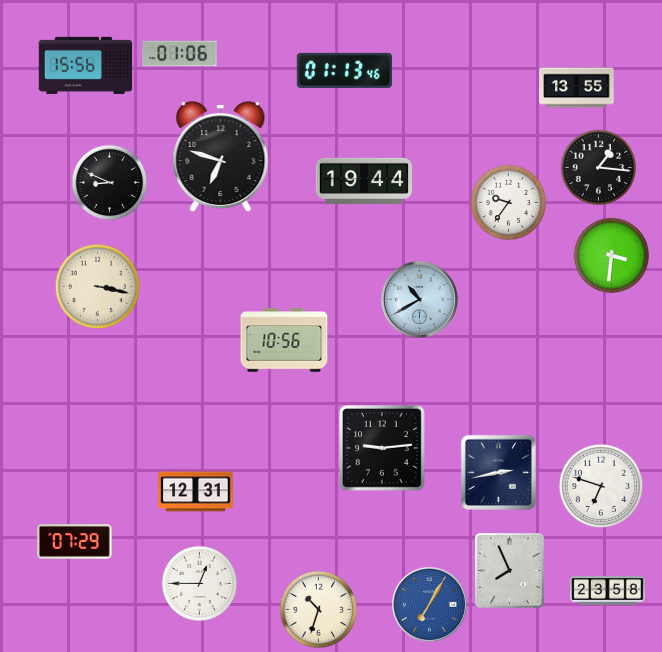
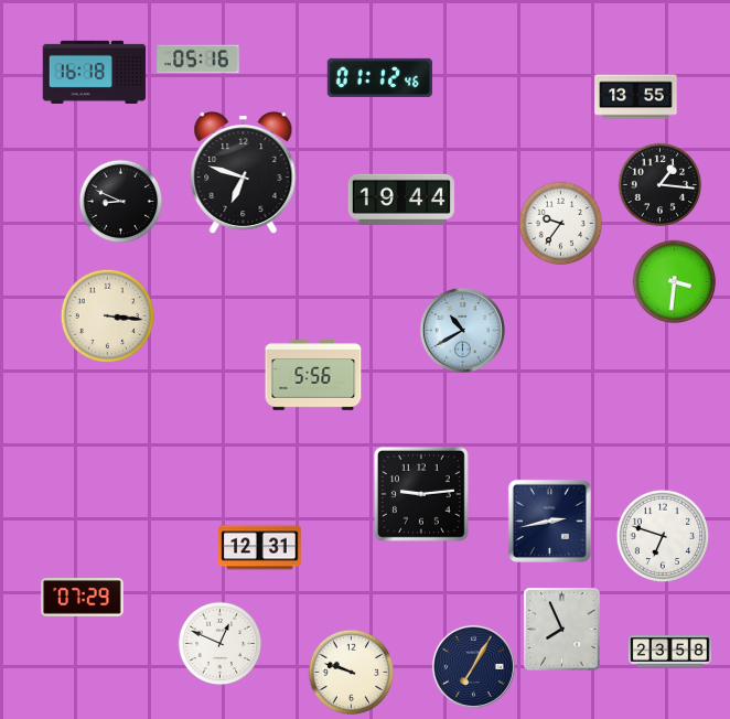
clock at (180, 54): 01:06 -> 05:16
clock at (86, 65): 15:56 -> 16:18
clock at (344, 70): 01:13 -> 01:12
clock at (98, 287): 3:17 -> 3:16
clock at (284, 340): 10:56 -> 5:56
clock at (196, 492) position: (196, 492) -> (260, 548)
clock at (200, 584): 12:45 -> 12:49
clock at (429, 604) dial: blue -> navy
clock at (319, 610): 10:33 -> 9:48
